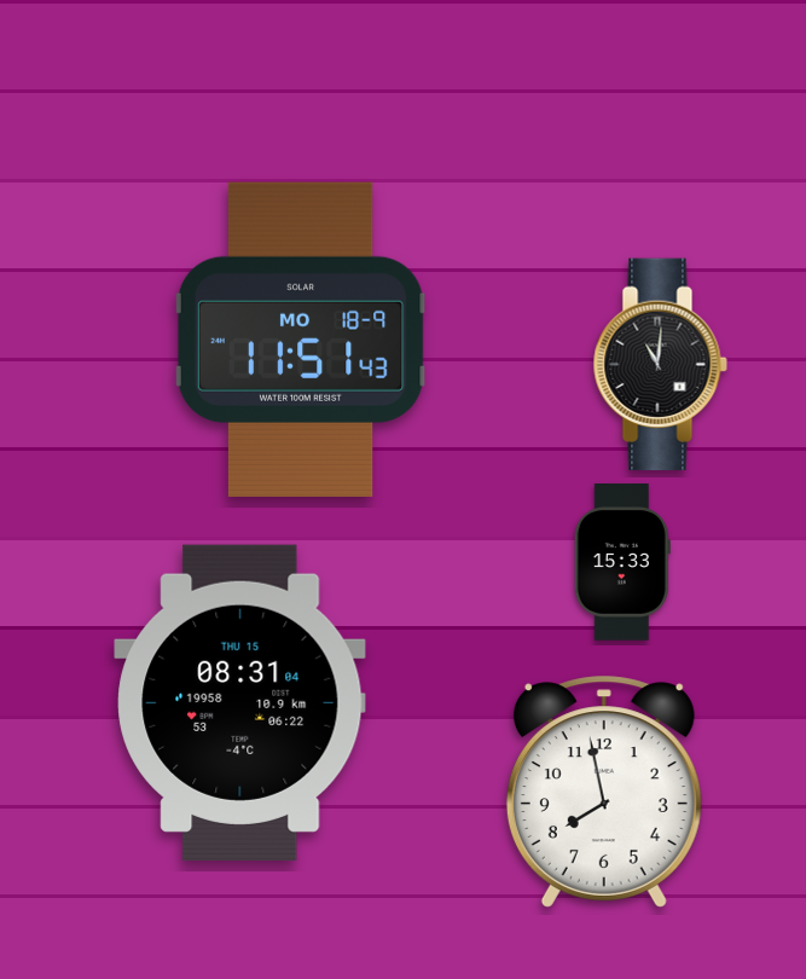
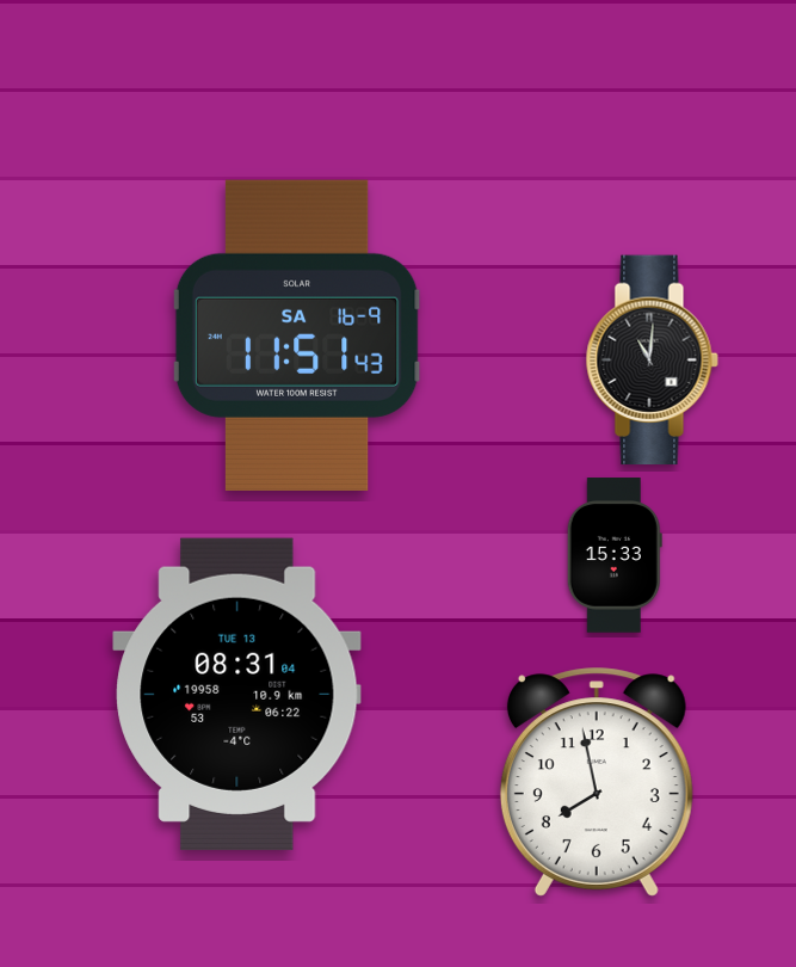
clock at (301, 340) date: MO 18-9 -> SA 16-9
clock at (240, 702) date: THU 15 -> TUE 13
